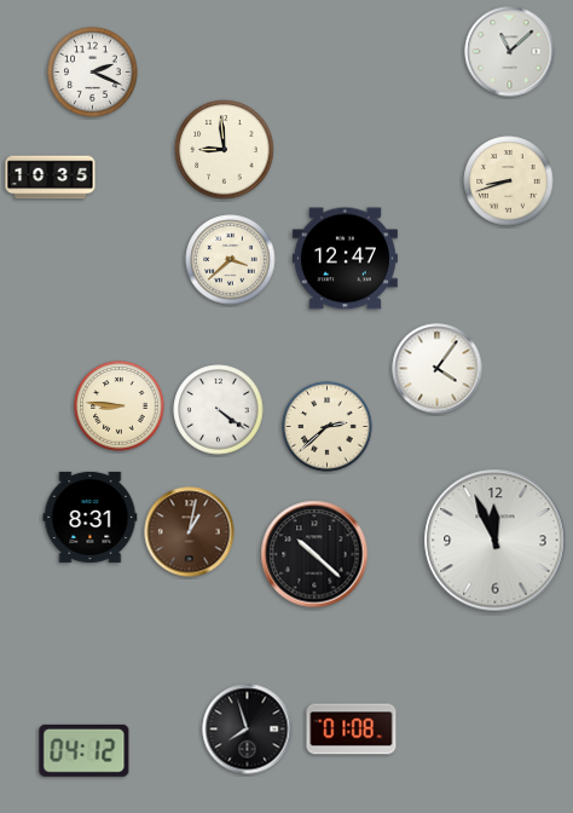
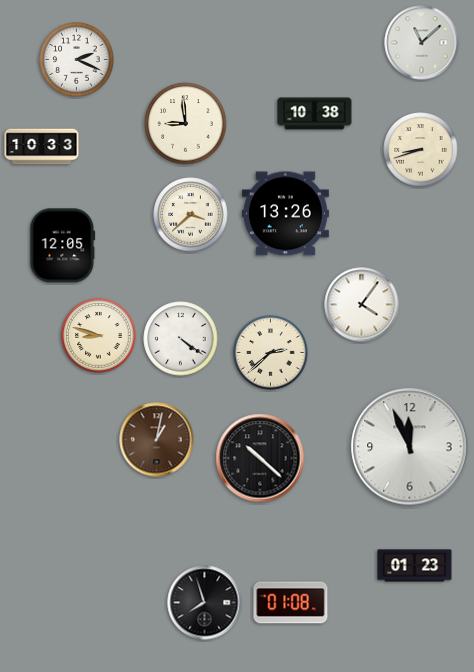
clock at (315, 114): none -> 10:38
clock at (51, 178): 10:35 -> 10:33
clock at (345, 259): 12:47 -> 13:26
clock at (63, 246): none -> 12:05
clock at (120, 406): 8:46 -> 8:48
clock at (91, 517): 8:31 -> none
clock at (415, 566): none -> 01:23
clock at (85, 750): 04:12 -> none
